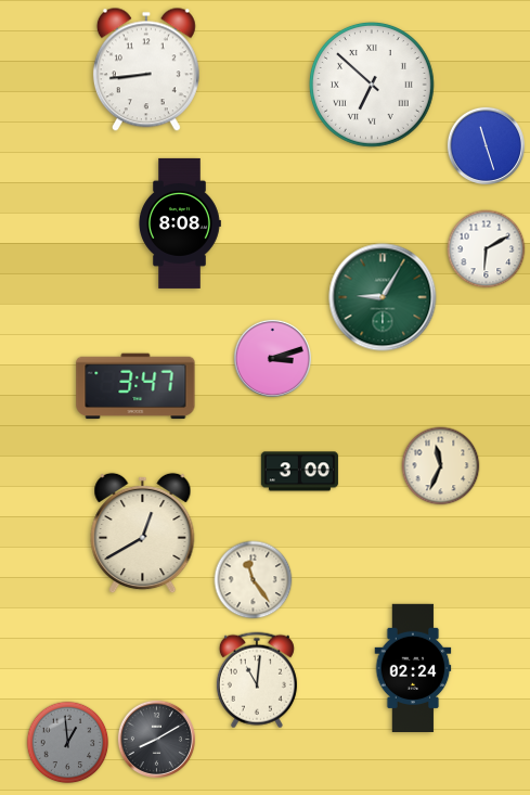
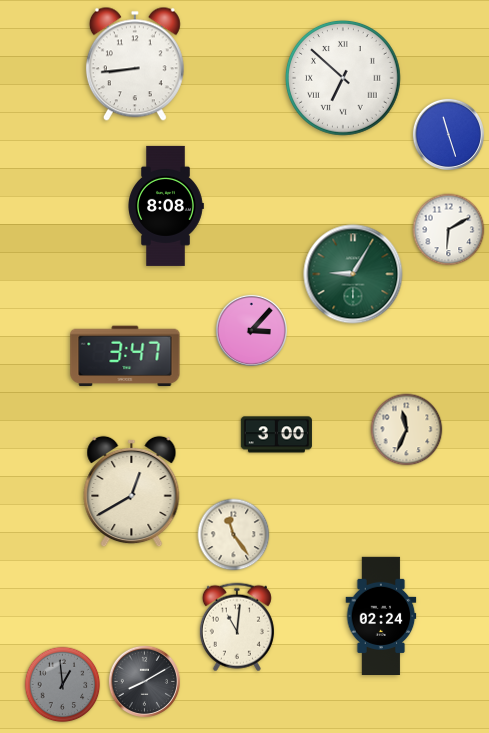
clock at (272, 358): 3:12 -> 3:07
